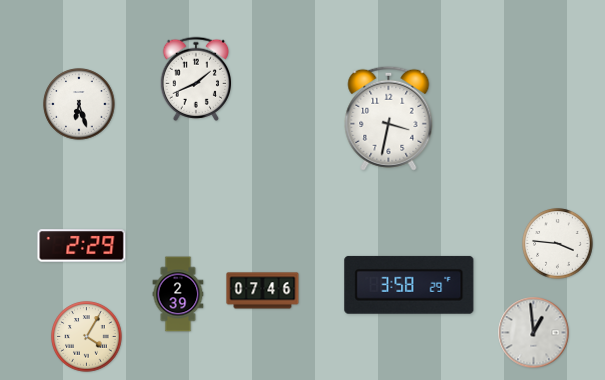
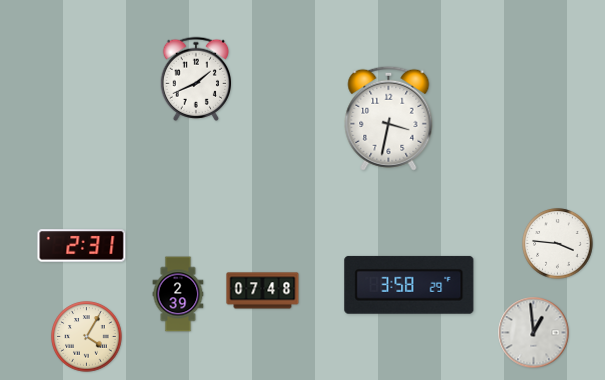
clock at (79, 104): 6:27 -> none
clock at (82, 246): 2:29 -> 2:31
clock at (263, 291): 07:46 -> 07:48
